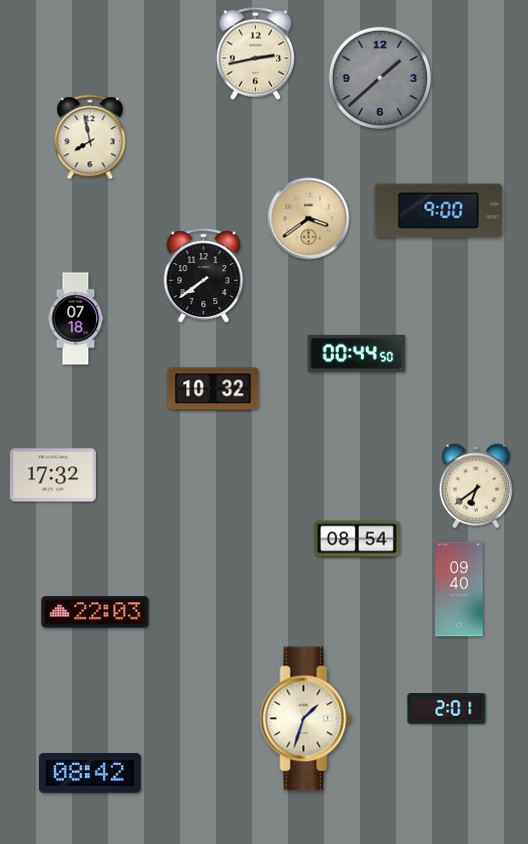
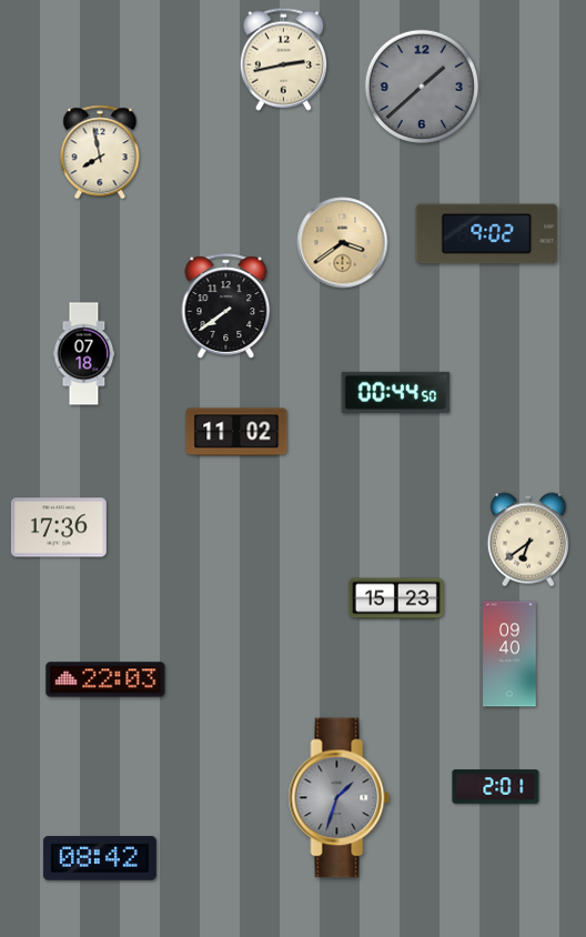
clock at (439, 211): 9:00 -> 9:02
clock at (213, 389): 10:32 -> 11:02
clock at (53, 475): 17:32 -> 17:36
clock at (357, 539): 08:54 -> 15:23
clock at (306, 719) dial: cream -> grey
